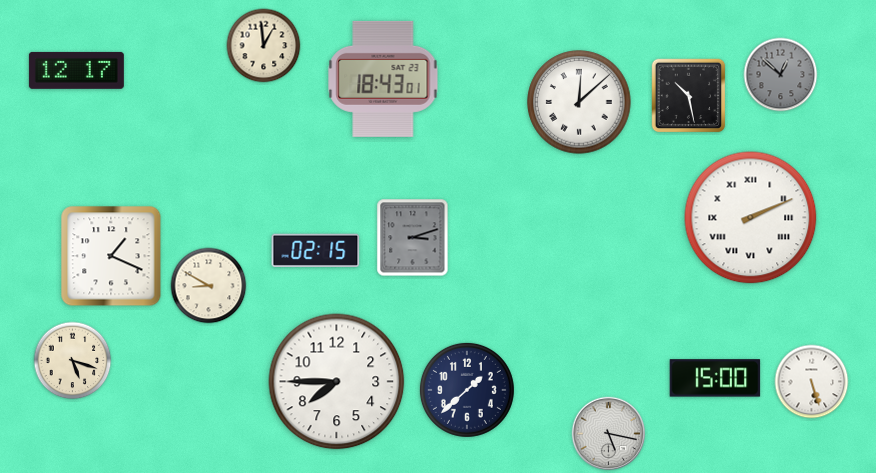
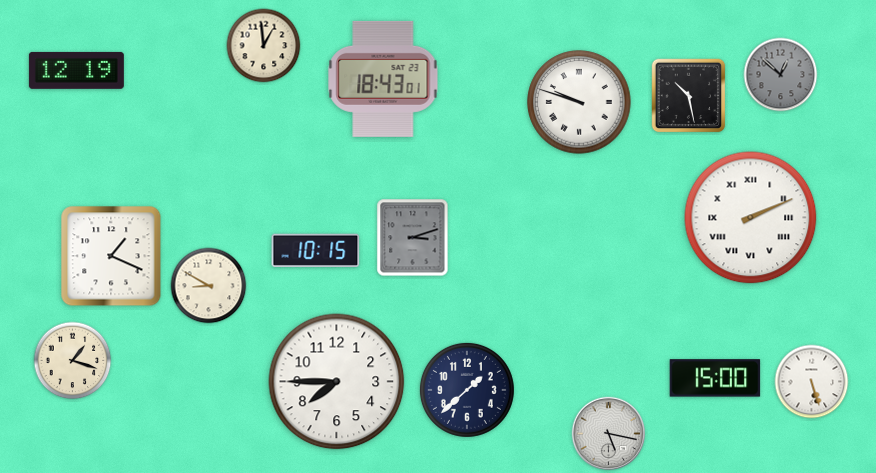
clock at (76, 70): 12:17 -> 12:19
clock at (579, 102): 12:08 -> 9:48
clock at (316, 251): 02:15 -> 10:15
clock at (73, 361): 5:18 -> 1:18
